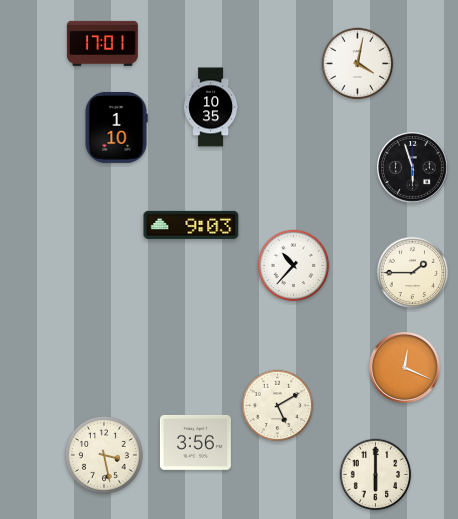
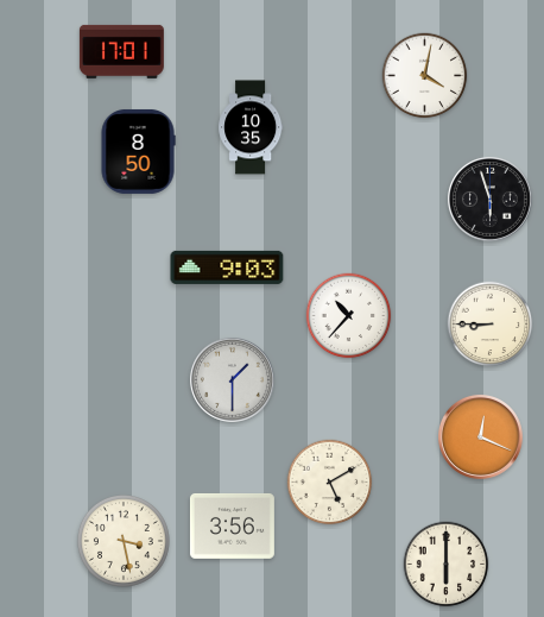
clock at (116, 127): 1:10 -> 8:50
clock at (413, 273): 1:45 -> 8:45
clock at (232, 379): none -> 1:30
